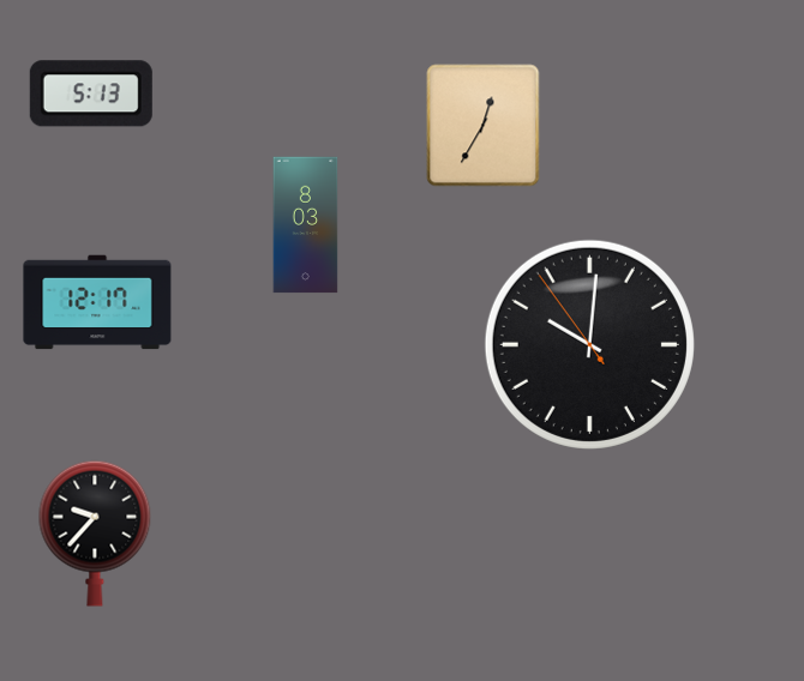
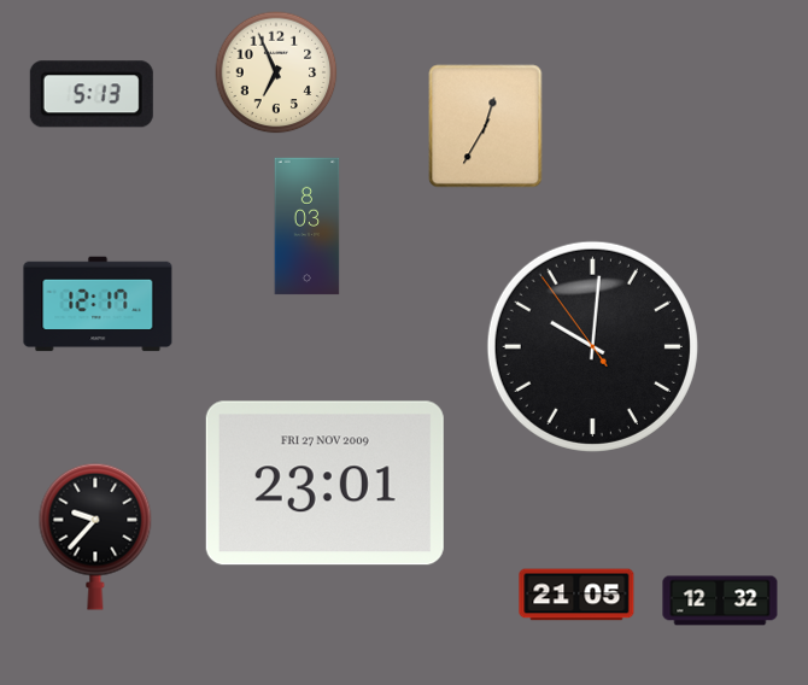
clock at (276, 72): none -> 6:56
clock at (324, 484): none -> 23:01
clock at (576, 595): none -> 21:05
clock at (720, 601): none -> 12:32
